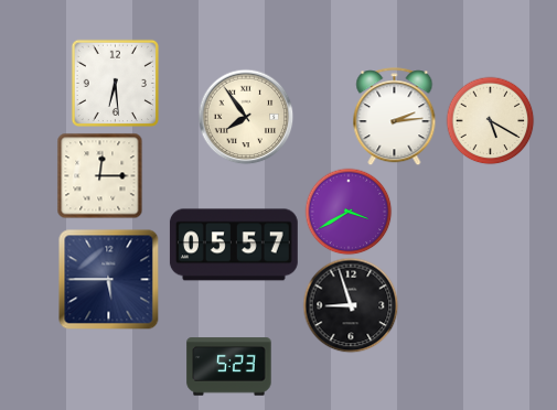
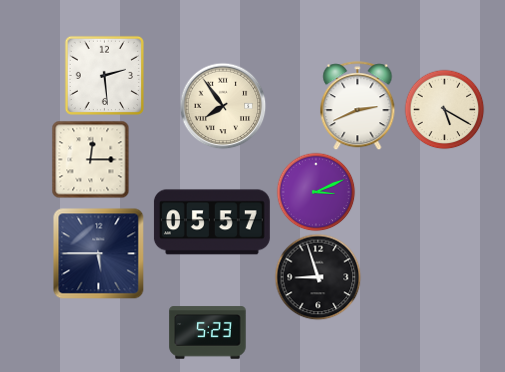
clock at (115, 83): 6:29 -> 2:29
clock at (395, 117): 2:14 -> 2:41
clock at (349, 212): 3:40 -> 3:11
